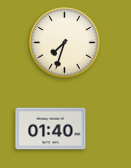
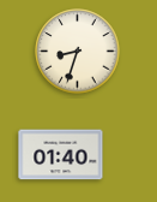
clock at (65, 43): 7:33 -> 8:33
